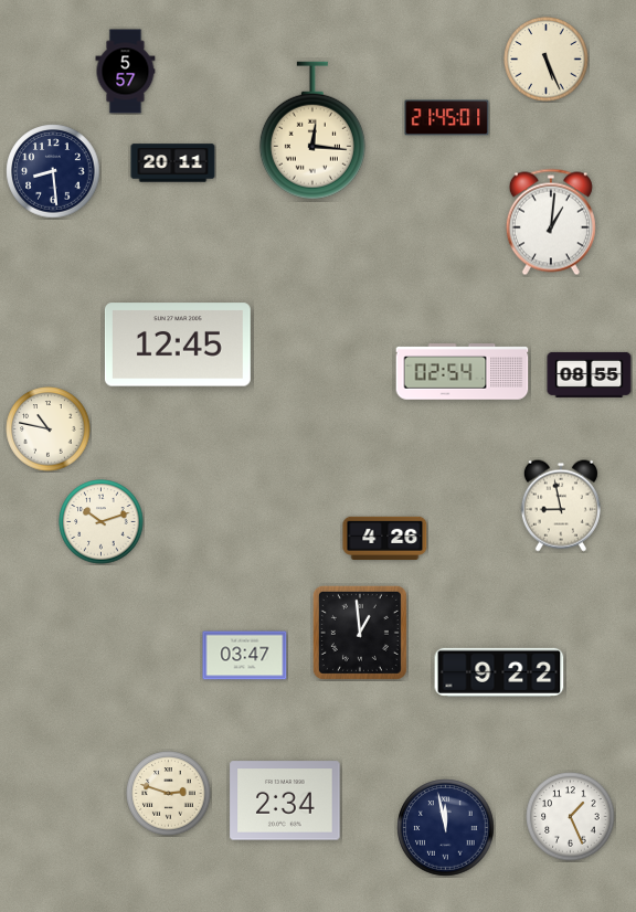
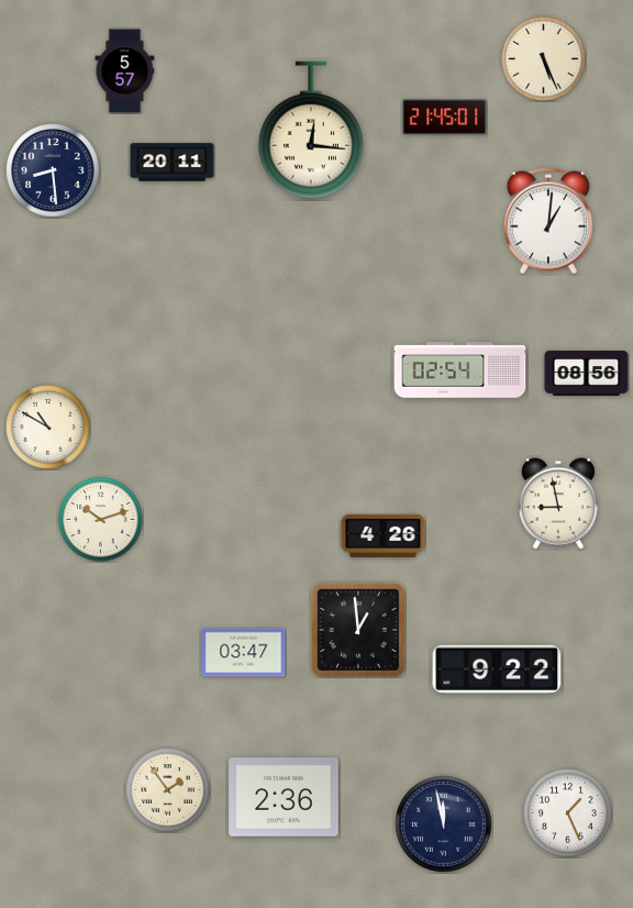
clock at (178, 344): 12:45 -> none
clock at (590, 374): 08:55 -> 08:56
clock at (49, 430): 10:47 -> 10:50
clock at (169, 794): 2:48 -> 1:54
clock at (285, 800): 2:34 -> 2:36
